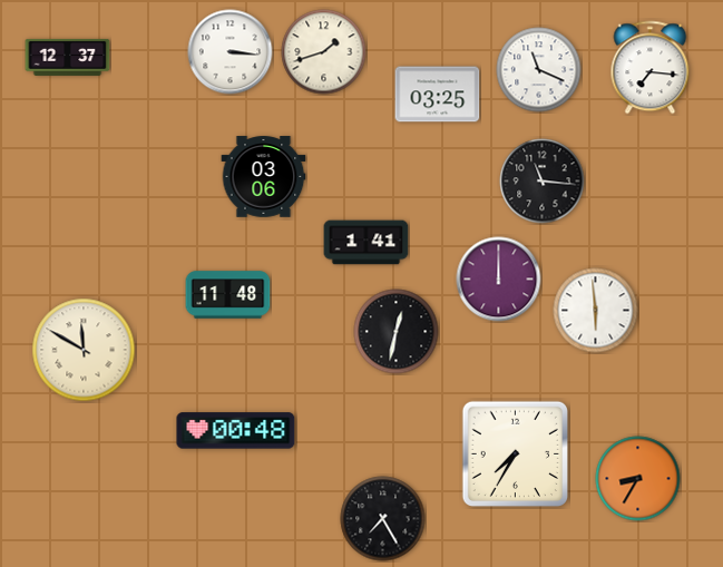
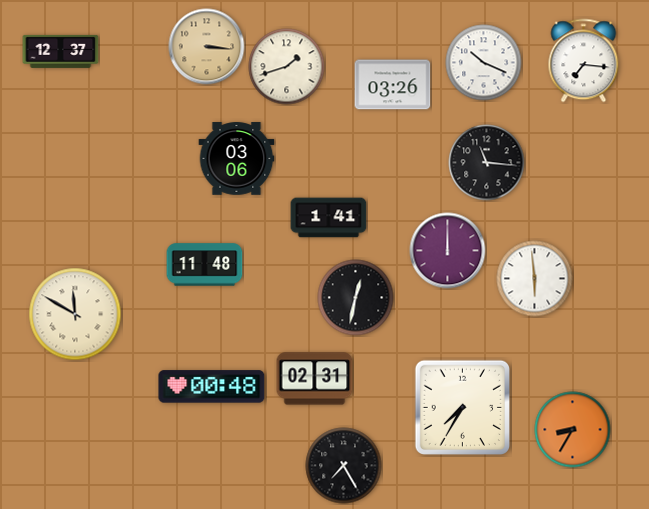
clock at (231, 52) dial: white -> champagne
clock at (324, 52) position: (324, 52) -> (287, 67)
clock at (539, 70): 11:19 -> 10:19
clock at (438, 95): 03:25 -> 03:26
clock at (315, 379): none -> 02:31
